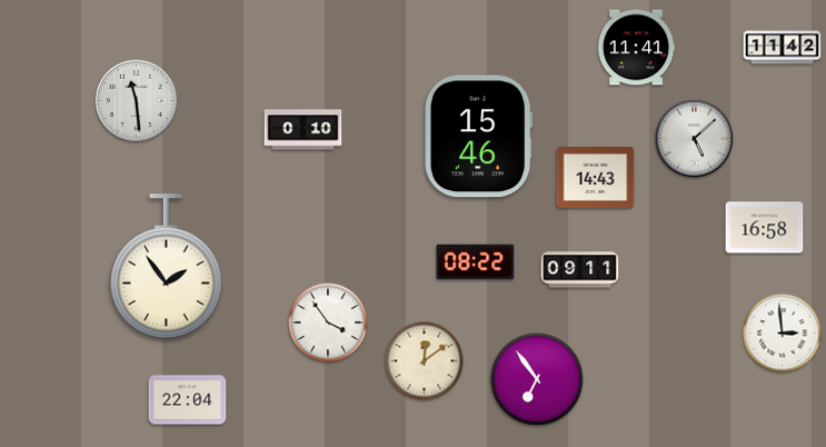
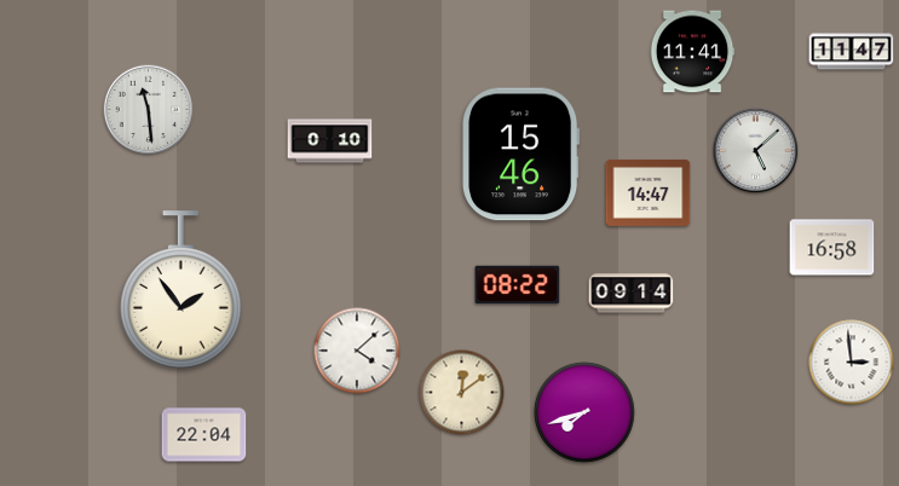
clock at (783, 48): 11:42 -> 11:47
clock at (479, 137) position: (479, 137) -> (521, 155)
clock at (596, 177): 14:43 -> 14:47
clock at (580, 270): 09:11 -> 09:14
clock at (328, 322): 3:54 -> 4:08
clock at (537, 379): 6:54 -> 7:42
